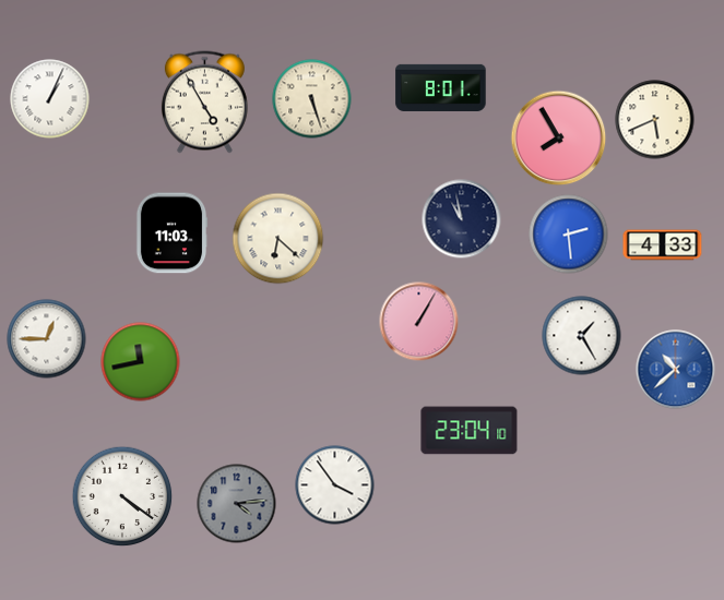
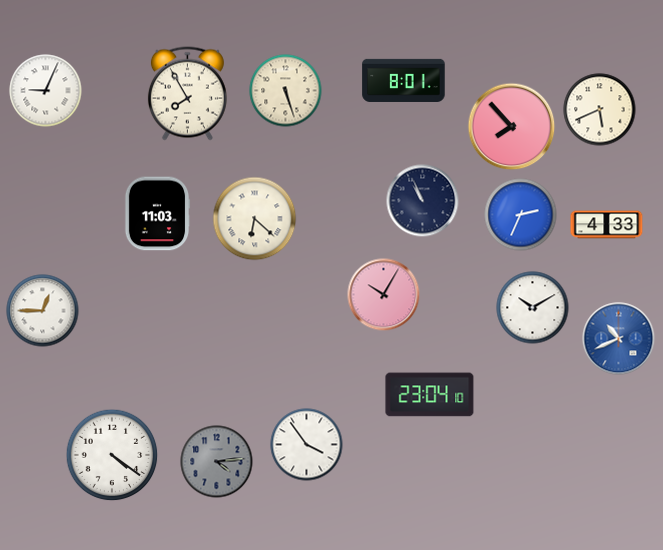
clock at (50, 99): 1:04 -> 9:04
clock at (204, 103): 4:55 -> 7:55
clock at (559, 139): 7:55 -> 7:53
clock at (462, 219): 10:58 -> 10:56
clock at (569, 235): 2:29 -> 2:34
clock at (419, 322): 1:05 -> 10:05
clock at (582, 336): 1:25 -> 10:10
clock at (141, 362): 11:43 -> none
clock at (676, 370): 10:38 -> 10:41
